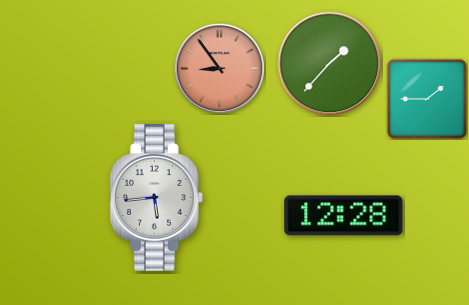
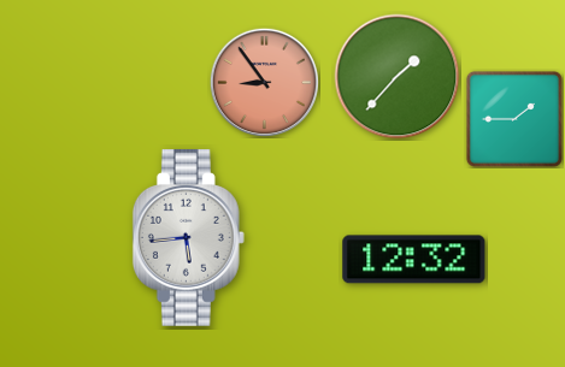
clock at (344, 216): 12:28 -> 12:32
